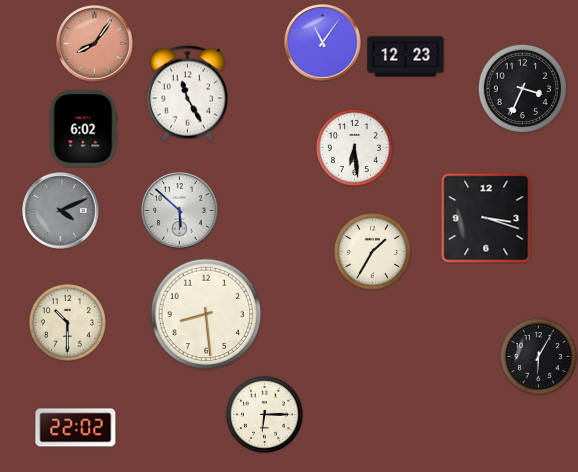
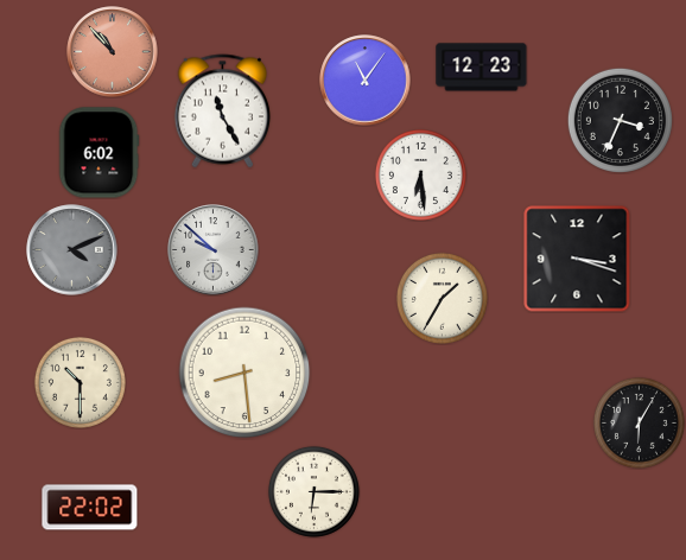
clock at (323, 43) position: (323, 43) -> (366, 81)
clock at (95, 44): 8:06 -> 10:53
clock at (522, 88) position: (522, 88) -> (620, 120)
clock at (180, 211): 5:52 -> 9:52
